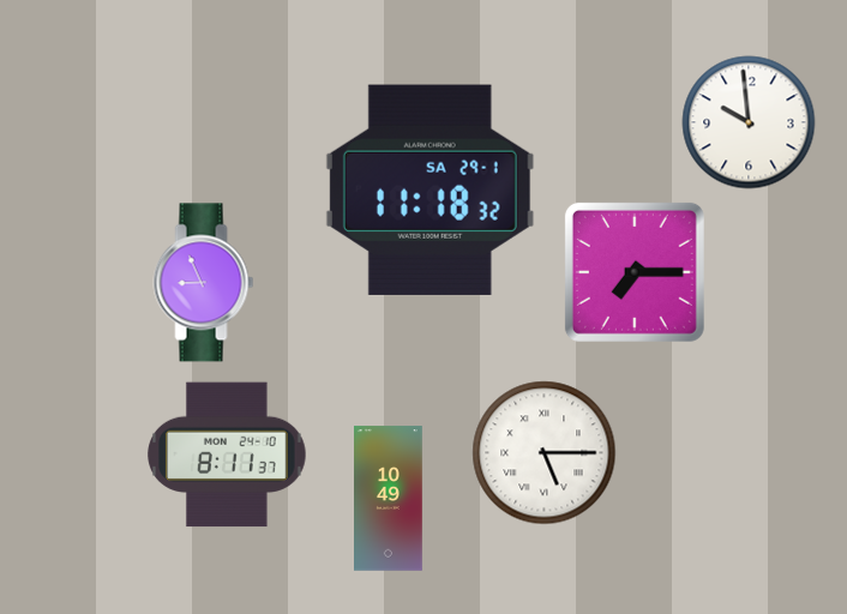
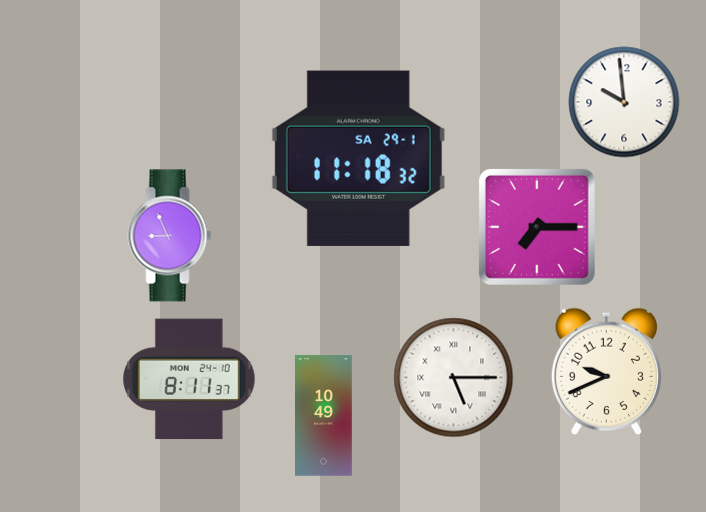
clock at (635, 272) position: (635, 272) -> (537, 227)
clock at (606, 371): none -> 9:41
